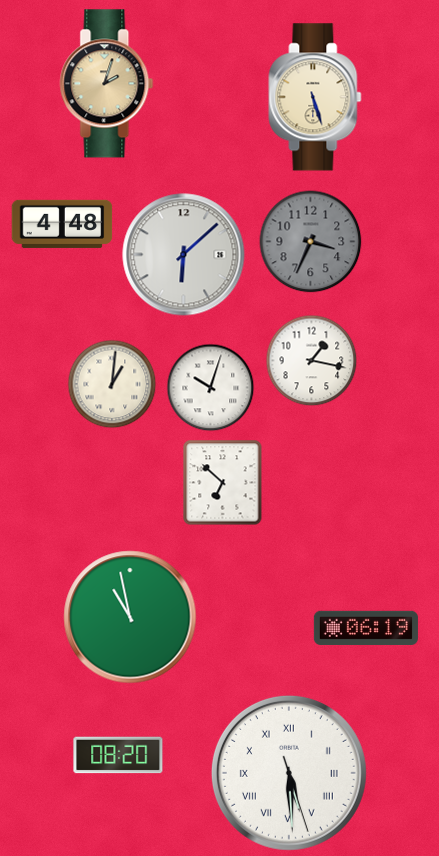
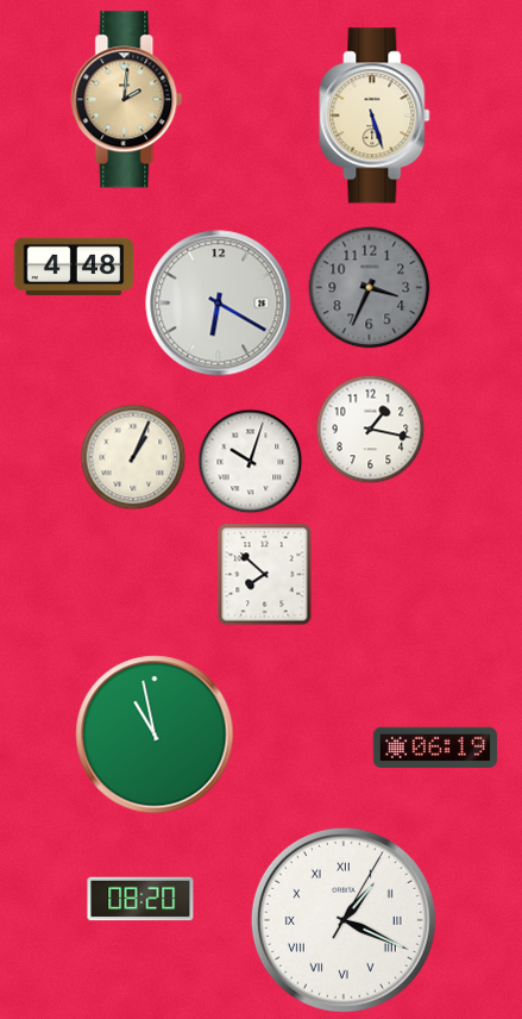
clock at (107, 84): 2:03 -> 2:01
clock at (184, 255): 6:08 -> 6:20
clock at (112, 384): 1:01 -> 1:04
clock at (223, 483): 6:52 -> 7:52
clock at (289, 773): 5:29 -> 1:19
